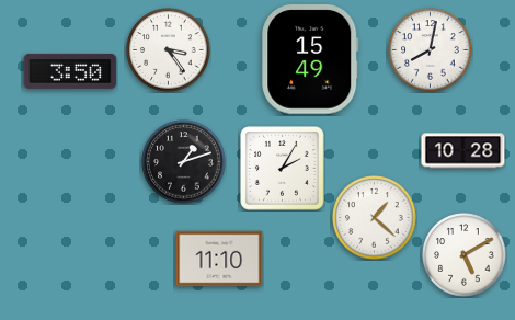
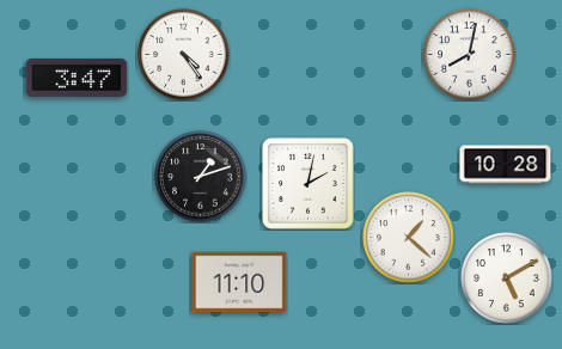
clock at (169, 50): 3:24 -> 4:24
clock at (310, 59): 15:49 -> none
clock at (70, 71): 3:50 -> 3:47
clock at (283, 169): 2:05 -> 2:02
